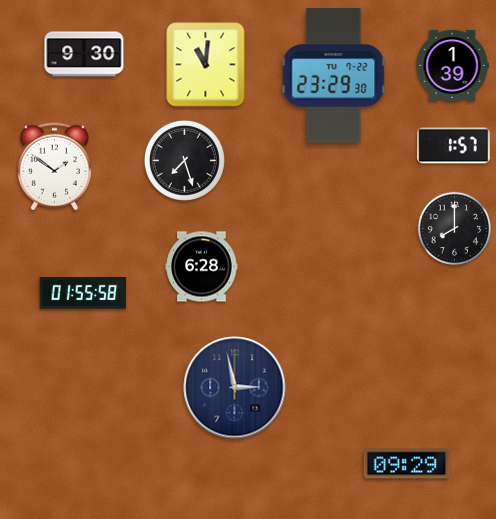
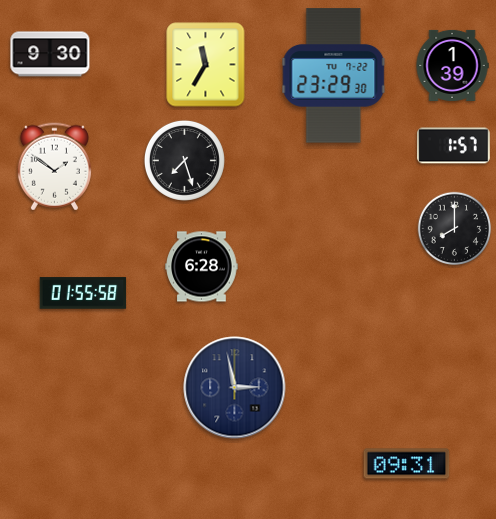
clock at (84, 54) position: (84, 54) -> (50, 54)
clock at (206, 65): 11:01 -> 11:35
clock at (407, 464): 09:29 -> 09:31
